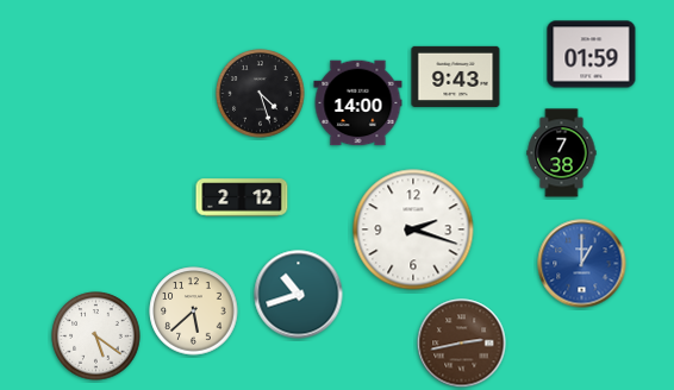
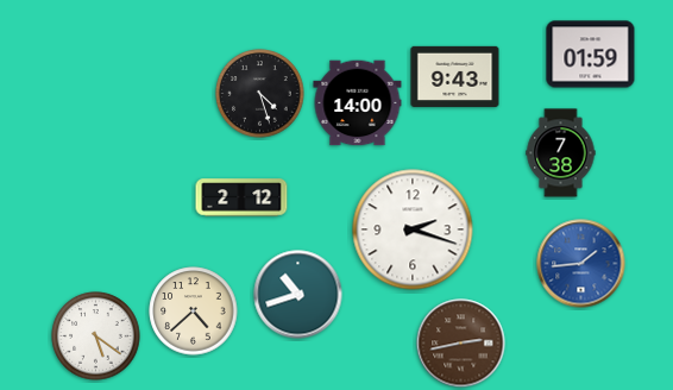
clock at (582, 264): 1:00 -> 1:44
clock at (194, 312): 5:38 -> 4:38
